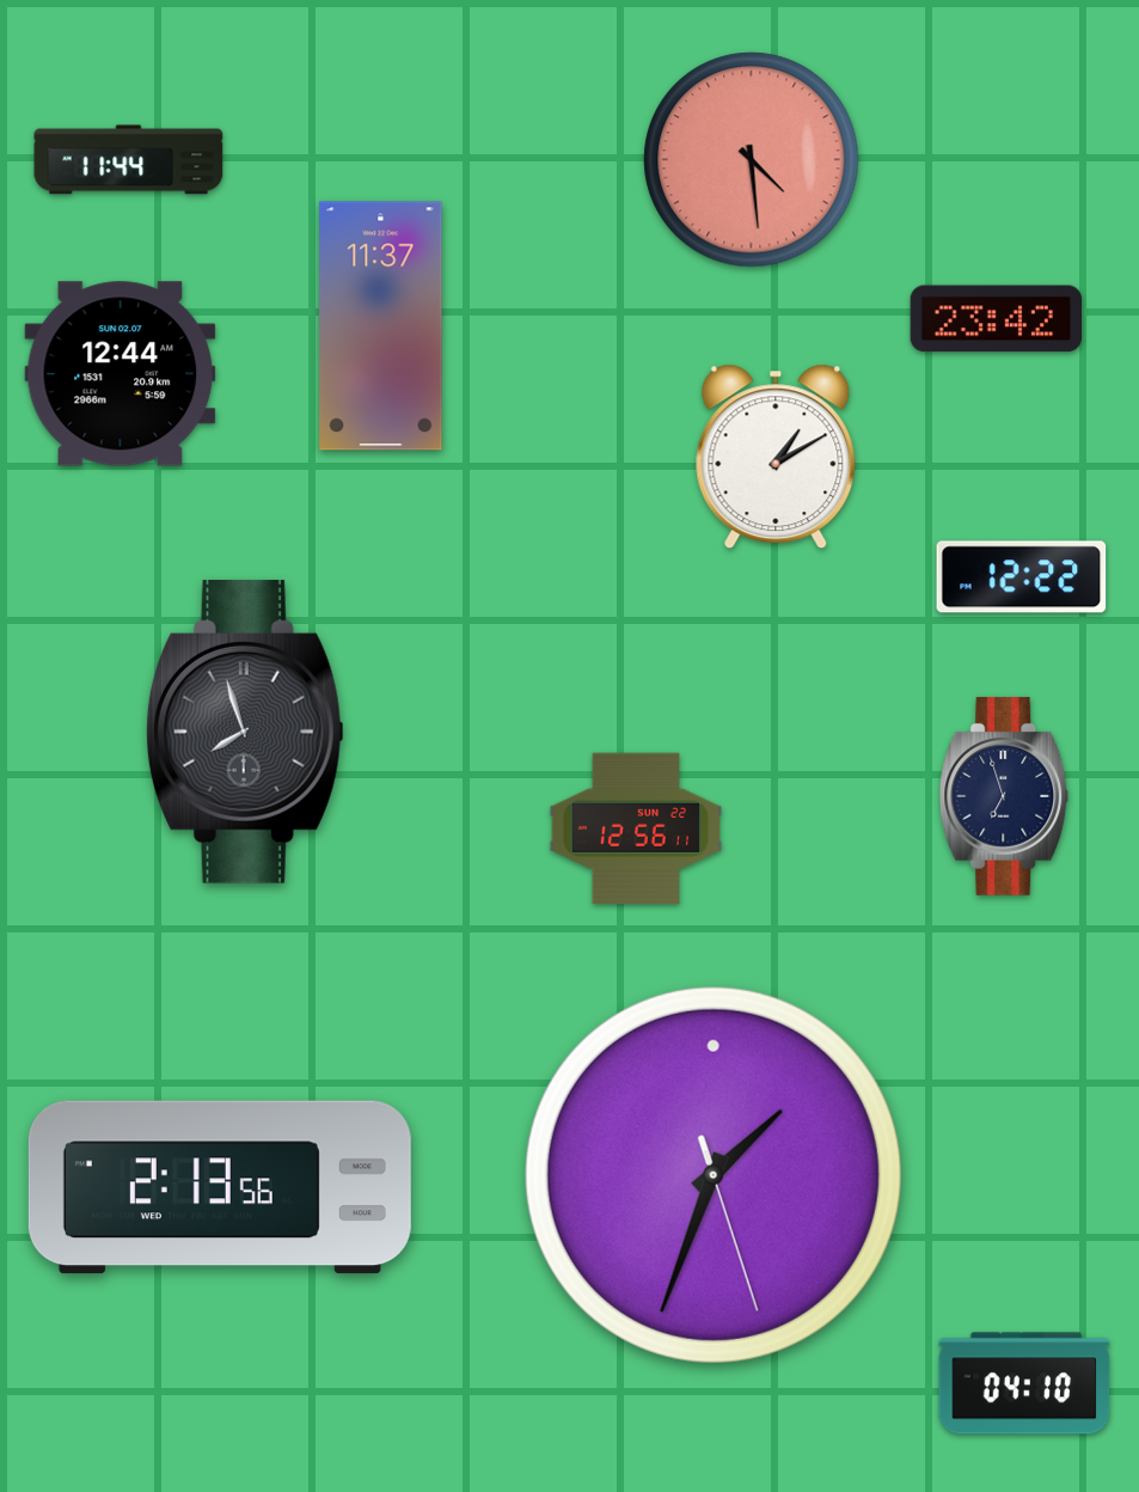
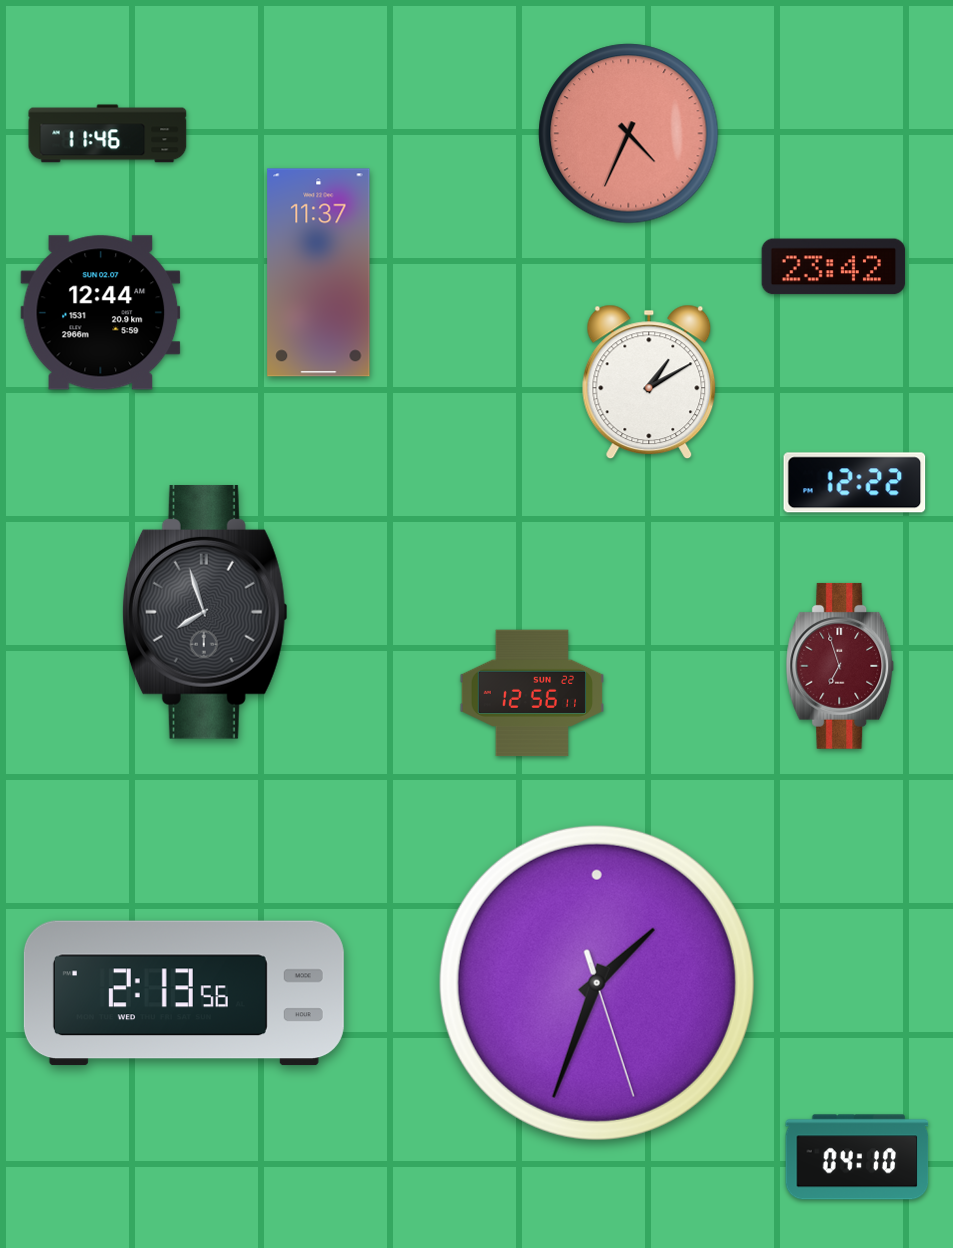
clock at (129, 160): 11:44 -> 11:46
clock at (752, 160): 4:29 -> 4:34
clock at (1004, 796) dial: navy -> burgundy
